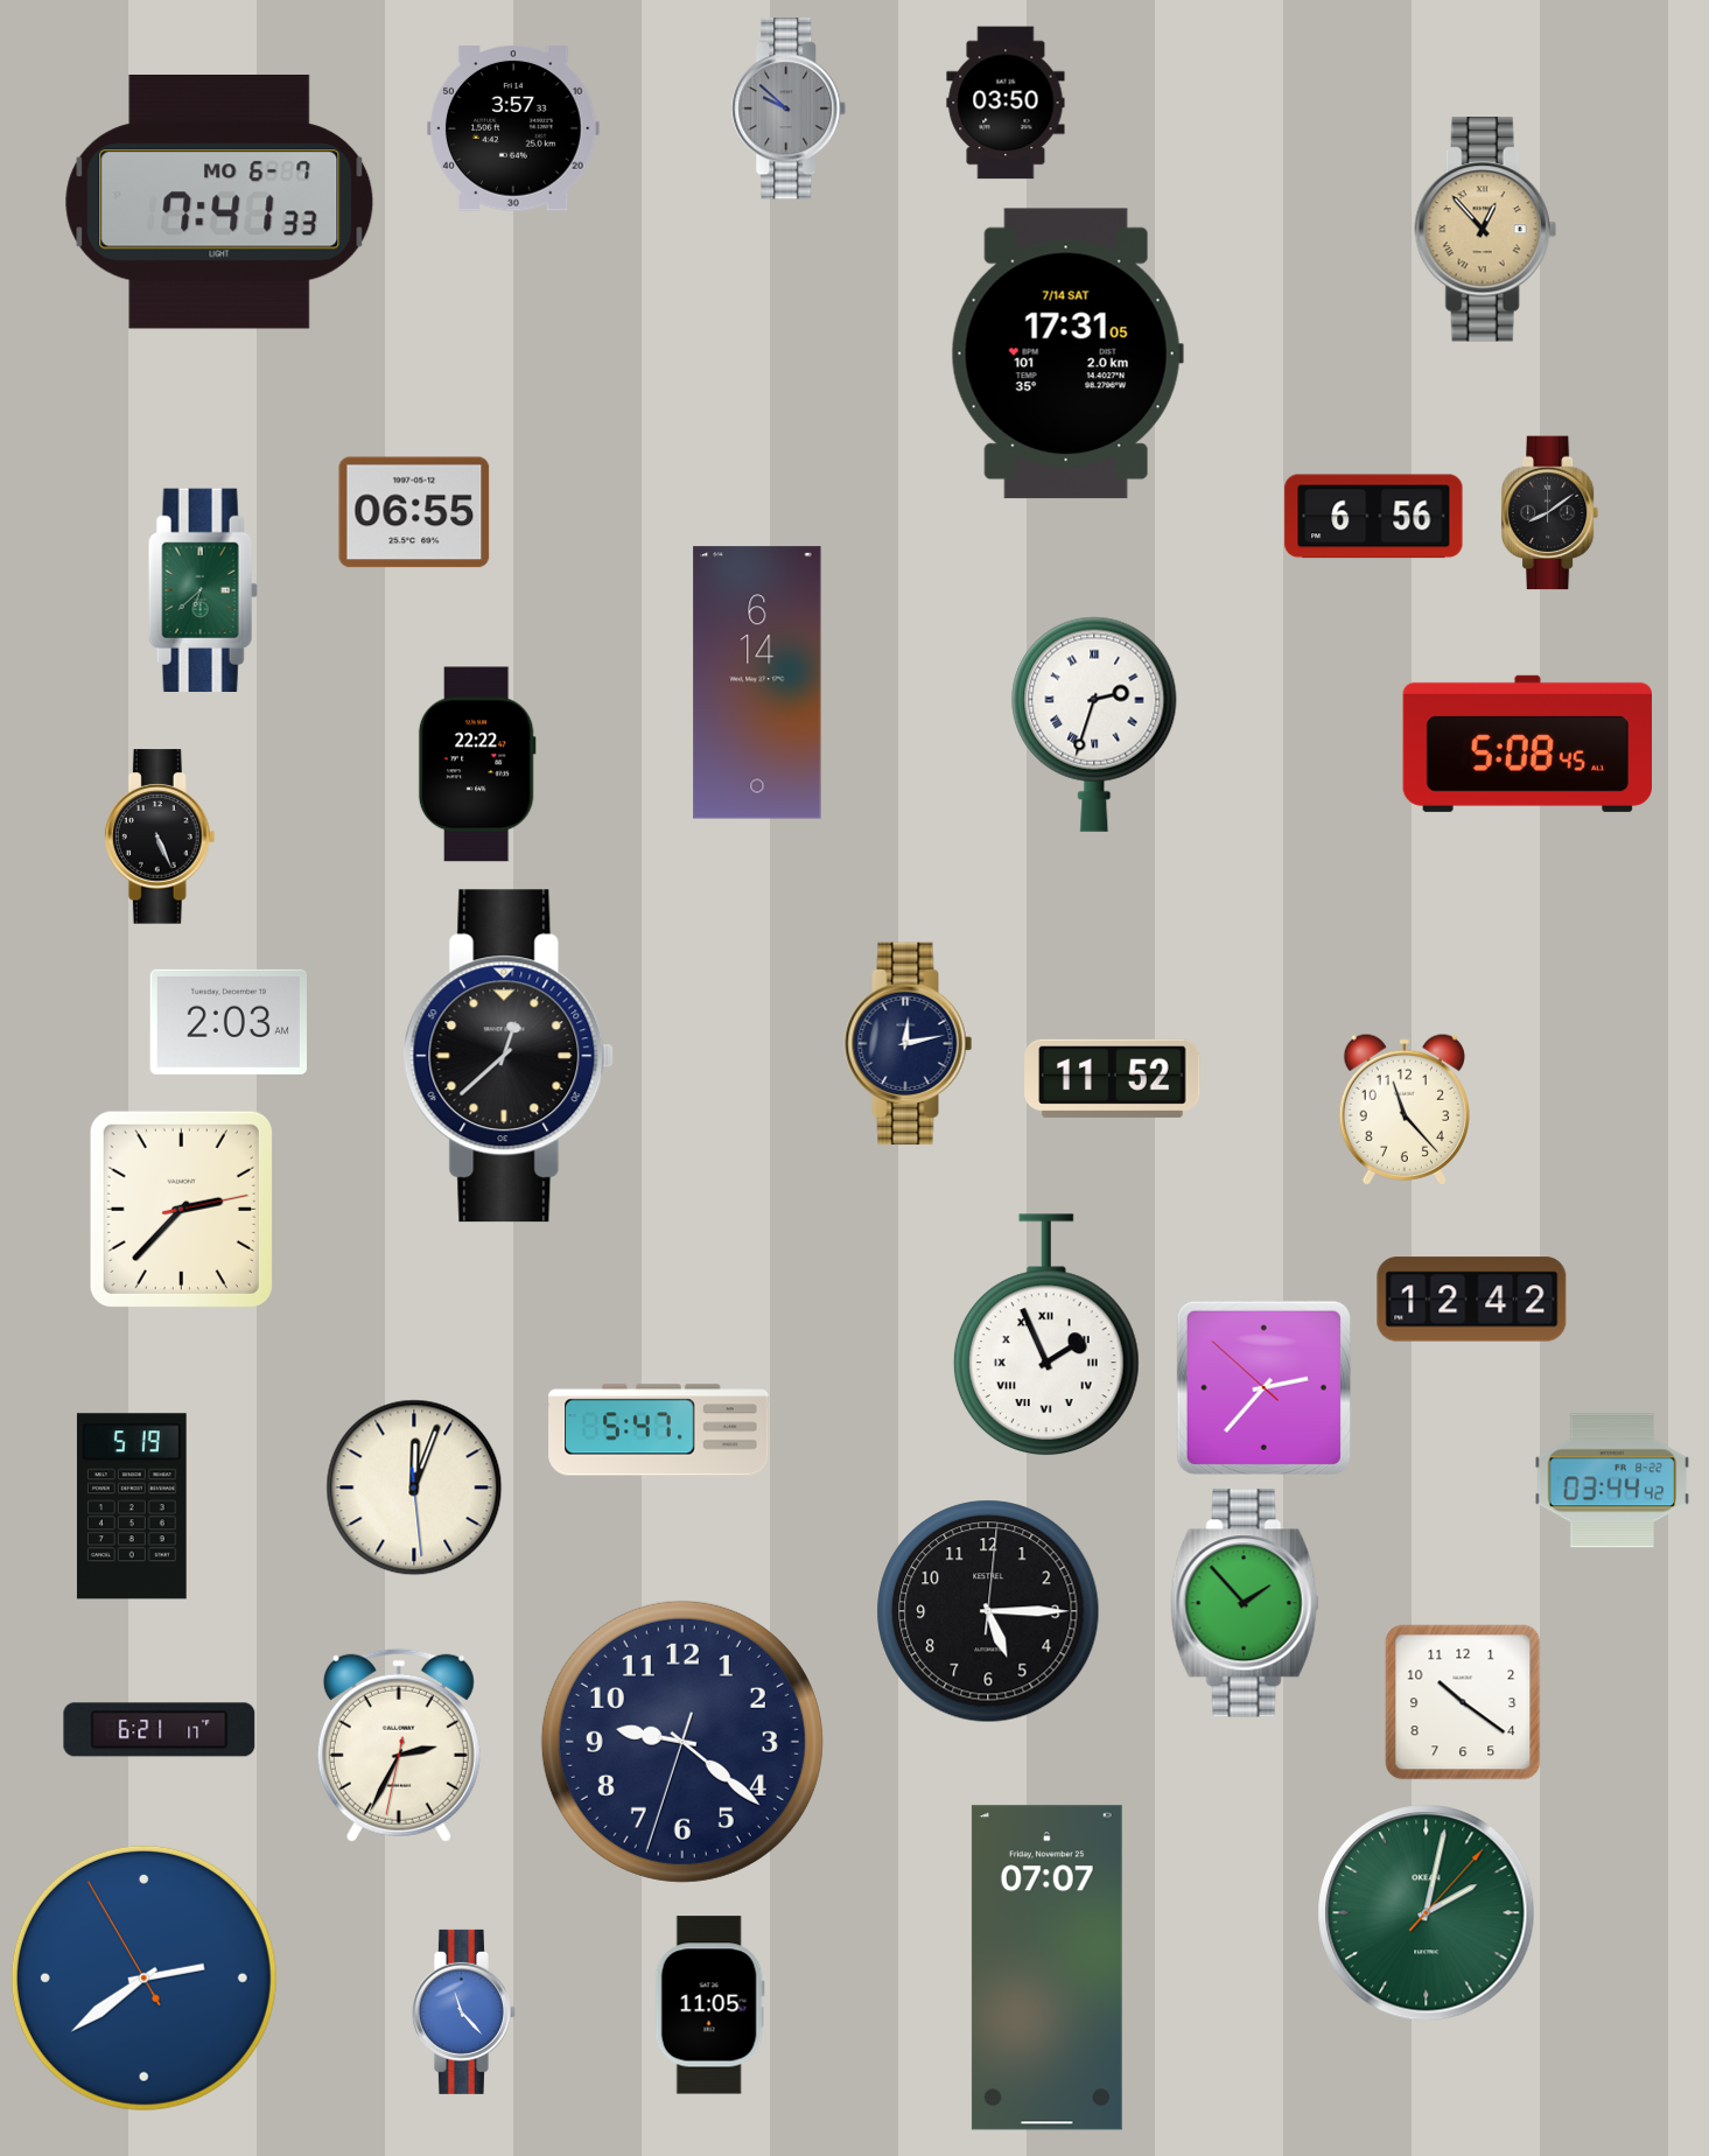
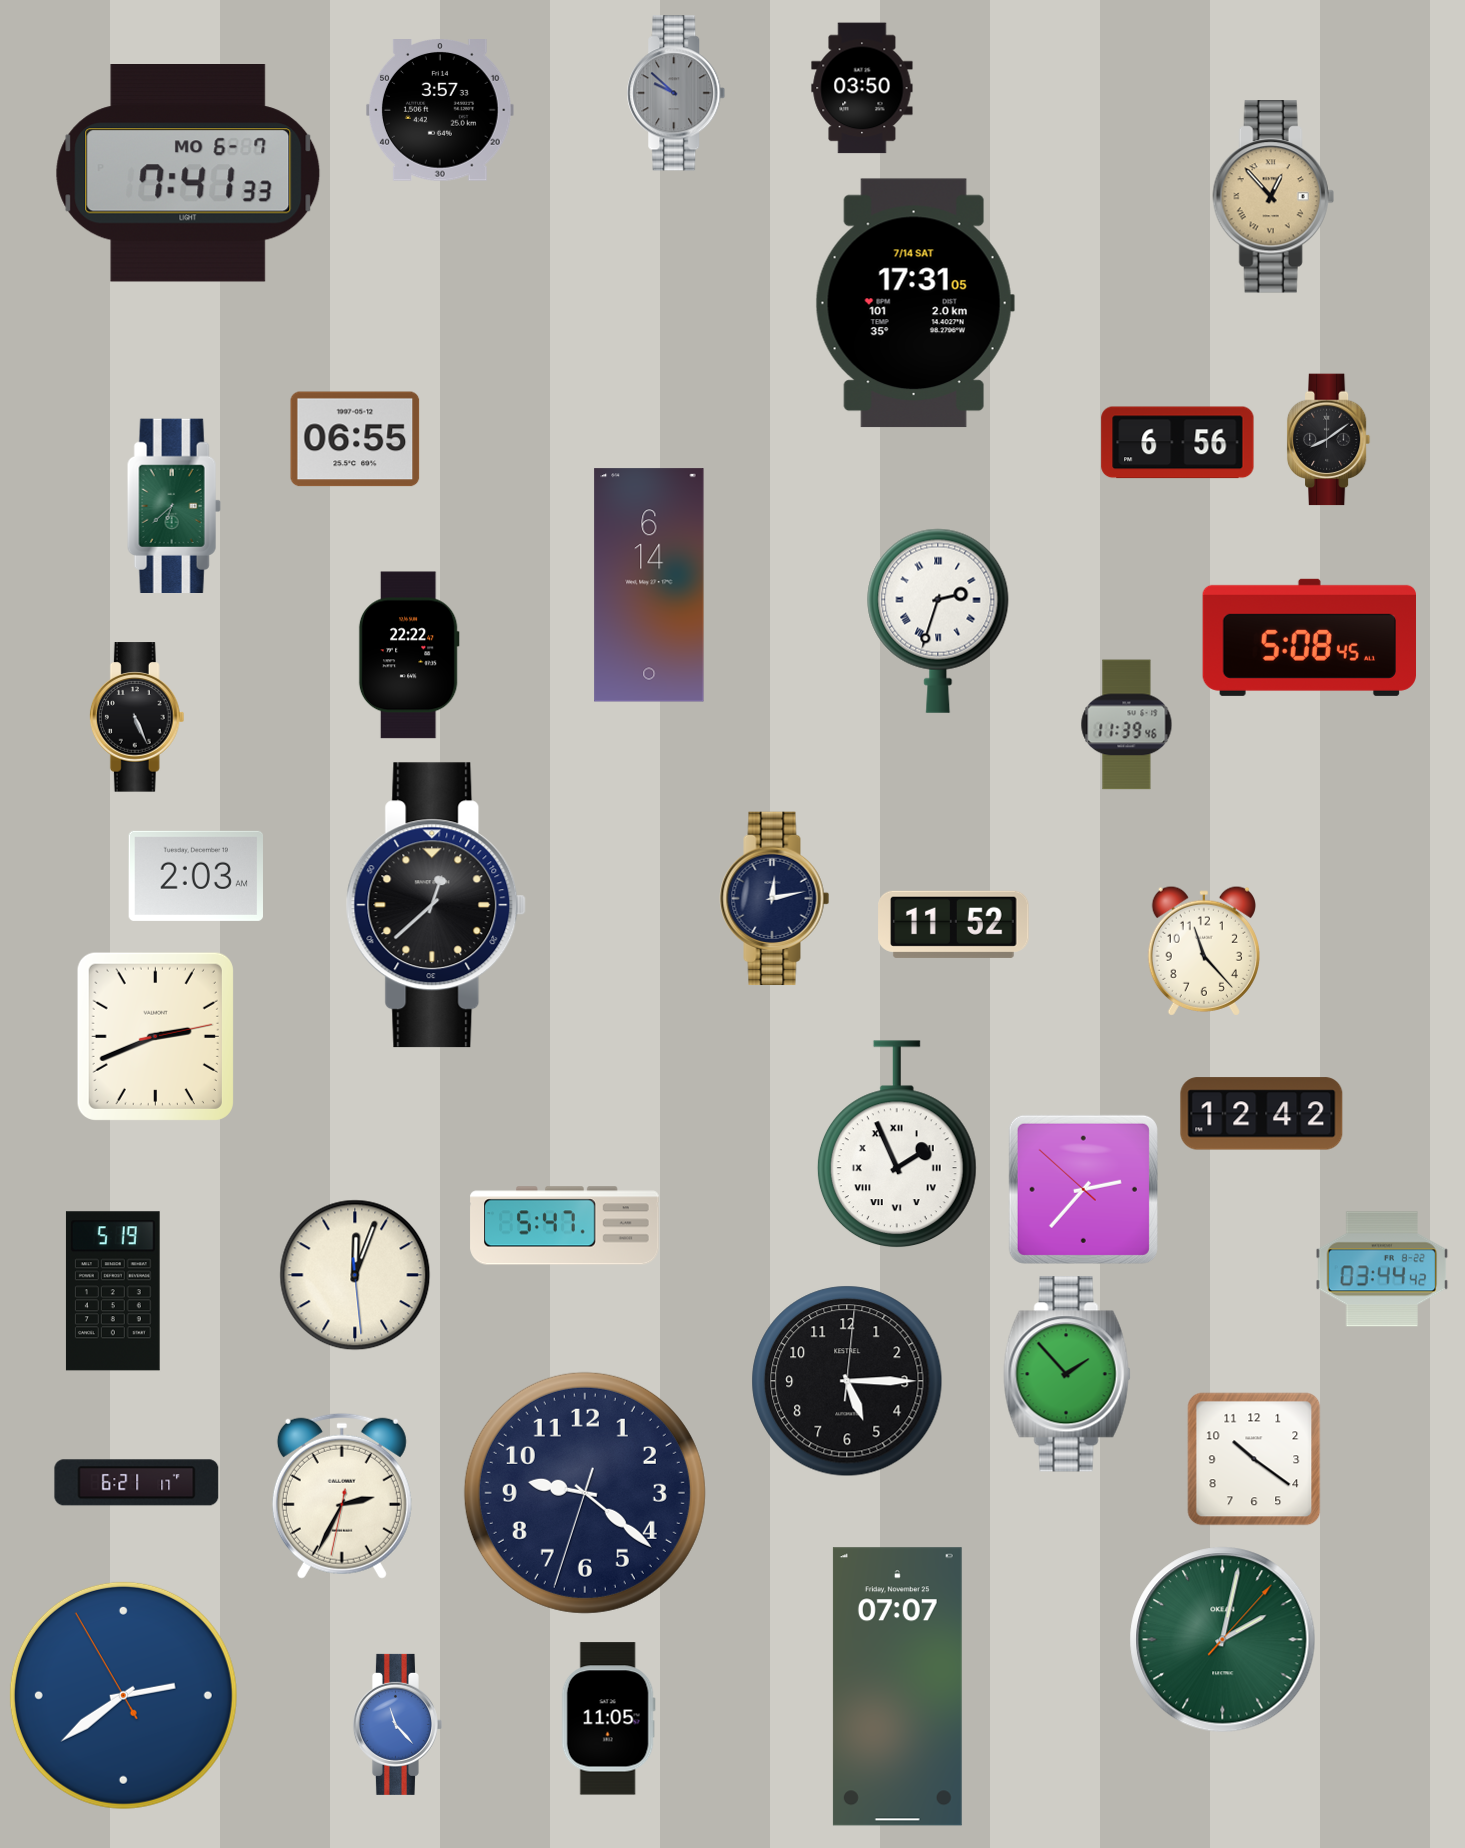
clock at (1127, 725): none -> 11:39
clock at (909, 1044) position: (909, 1044) -> (775, 899)
clock at (181, 1209): 2:37 -> 2:41
